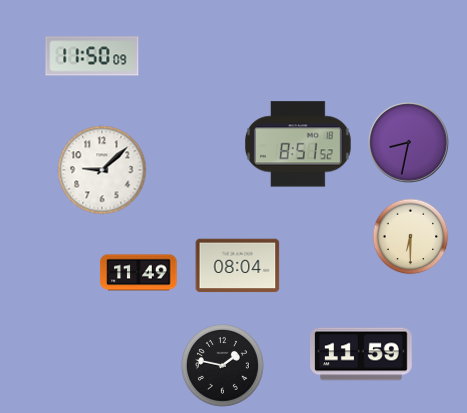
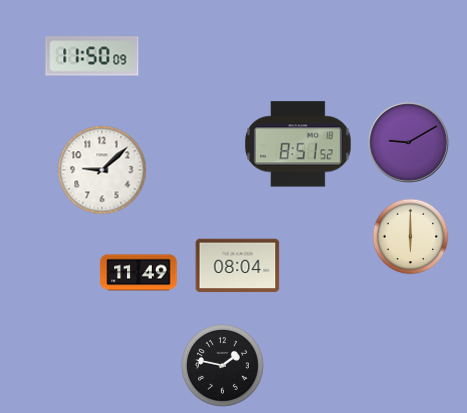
clock at (409, 143): 8:32 -> 9:10
clock at (411, 237): 6:30 -> 6:00
clock at (362, 354): 11:59 -> none
